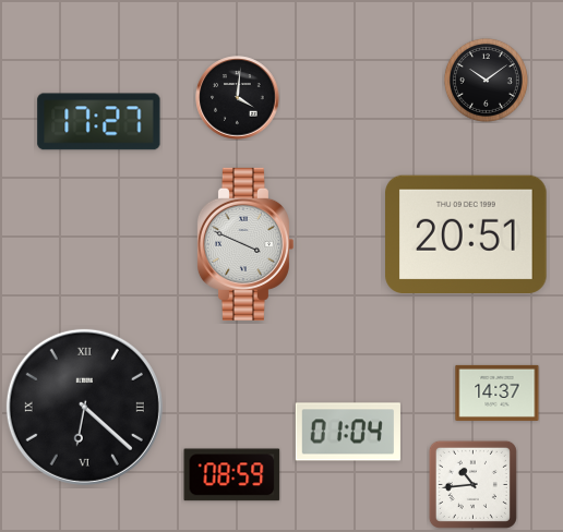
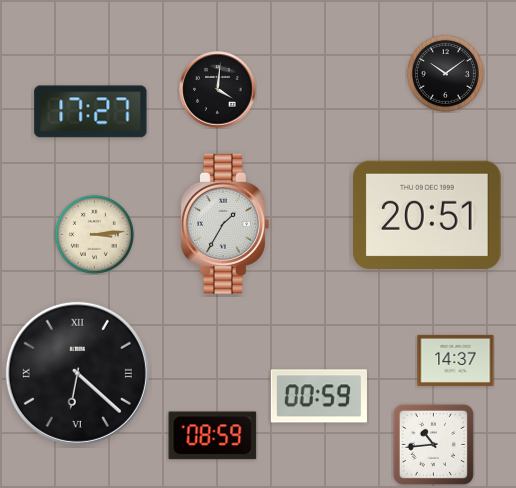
clock at (244, 244): 3:49 -> 1:35
clock at (94, 234): none -> 3:14
clock at (348, 432): 01:04 -> 00:59
